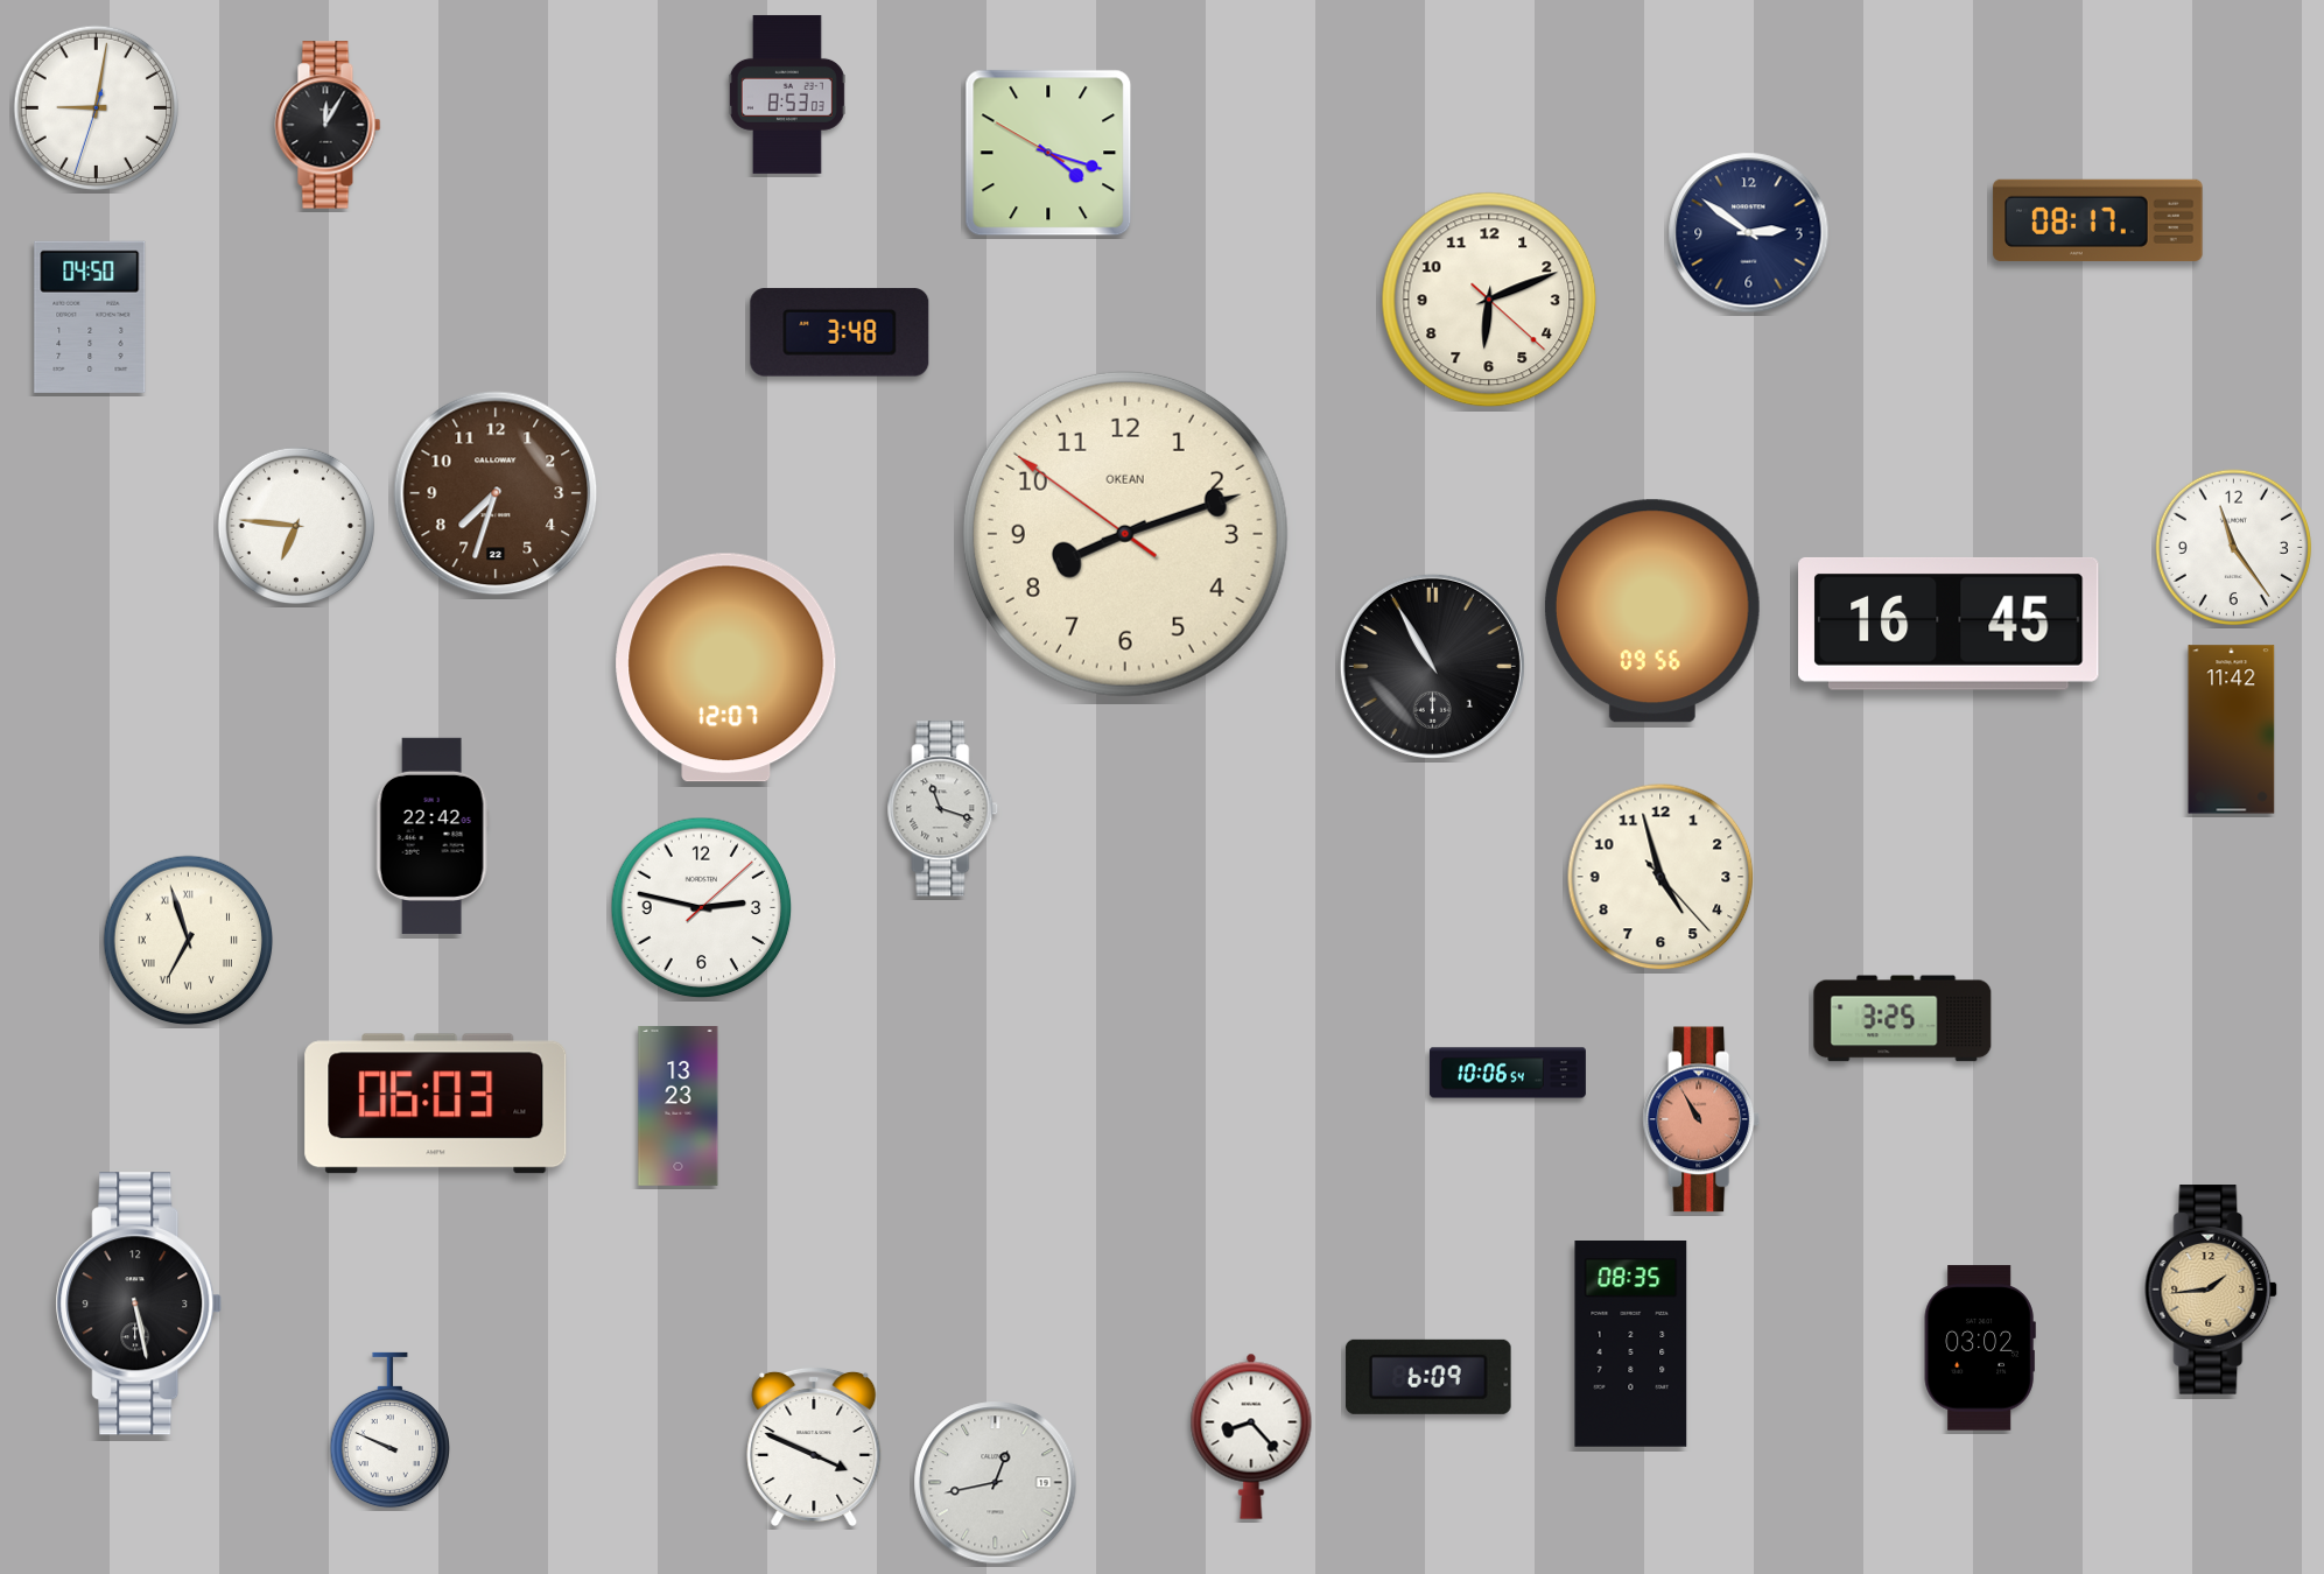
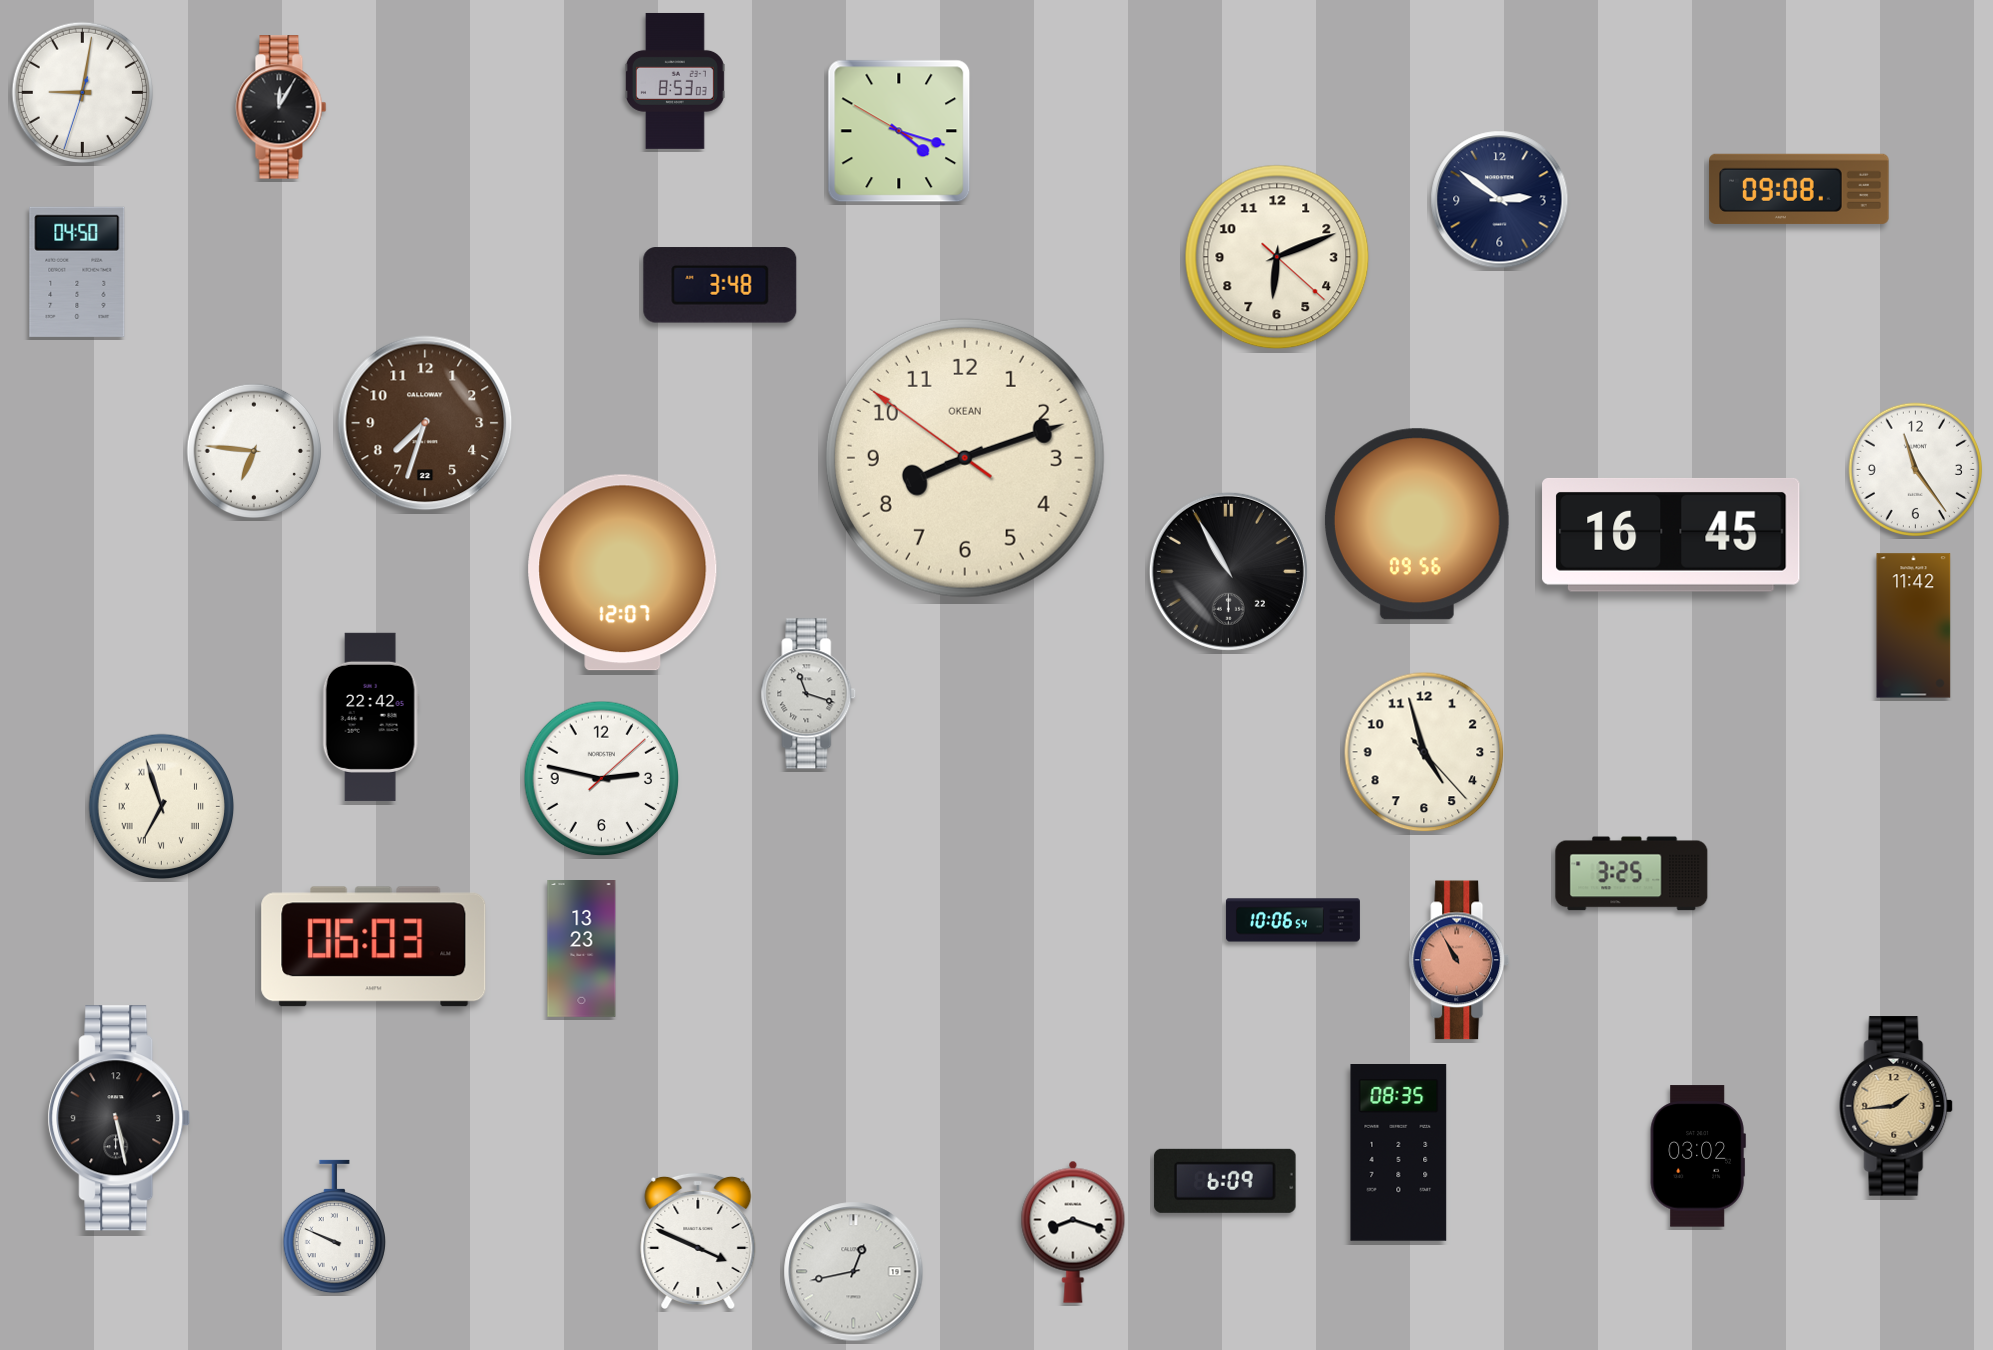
clock at (2098, 220): 08:17 -> 09:08
clock at (1432, 666) date: 1 -> 22
clock at (1251, 1436): 8:23 -> 8:18
